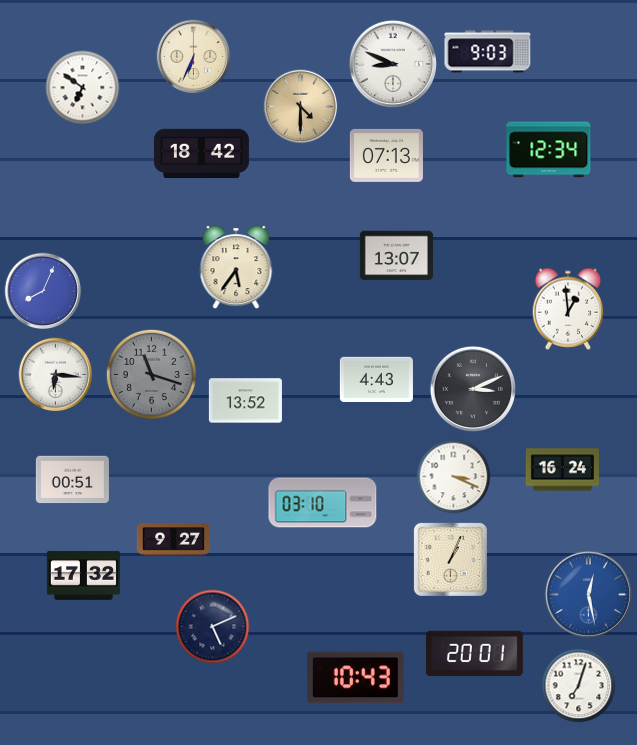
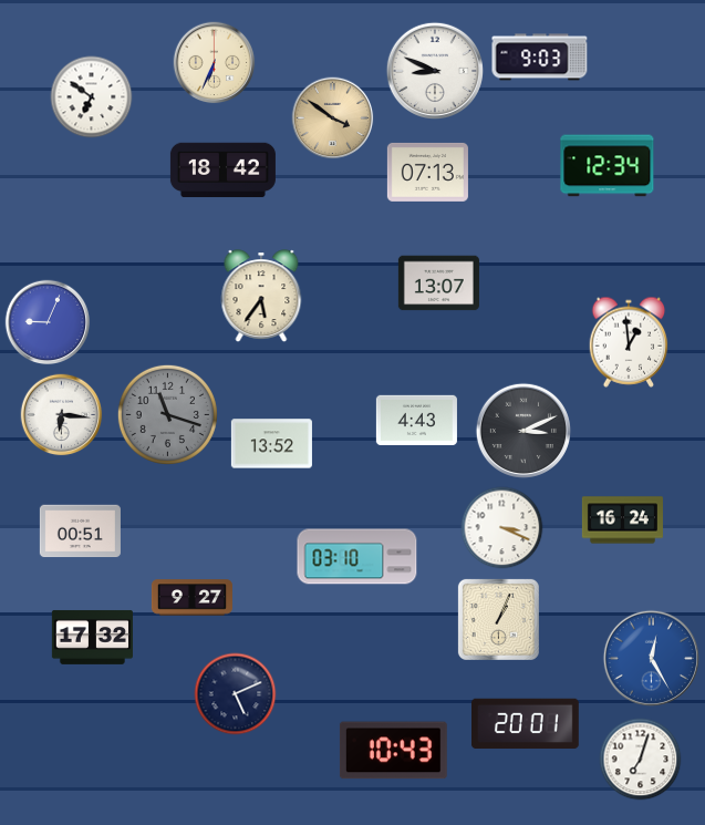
clock at (301, 107): 4:30 -> 3:51
clock at (43, 291): 8:04 -> 9:04
clock at (588, 594): 12:28 -> 12:25
